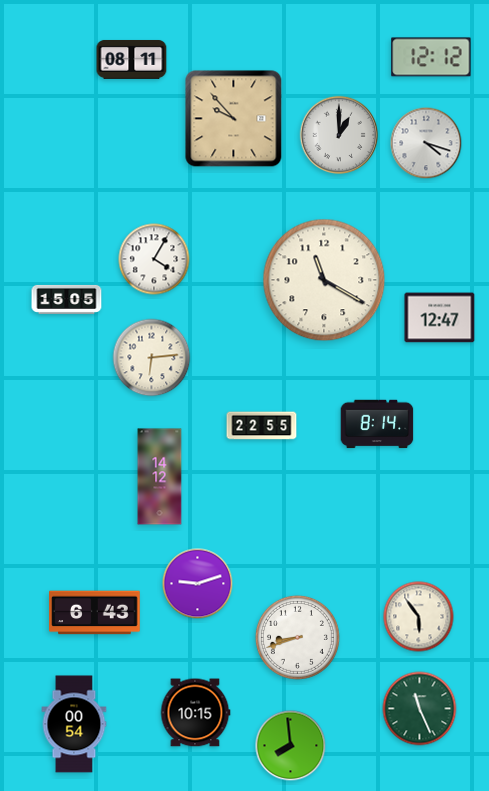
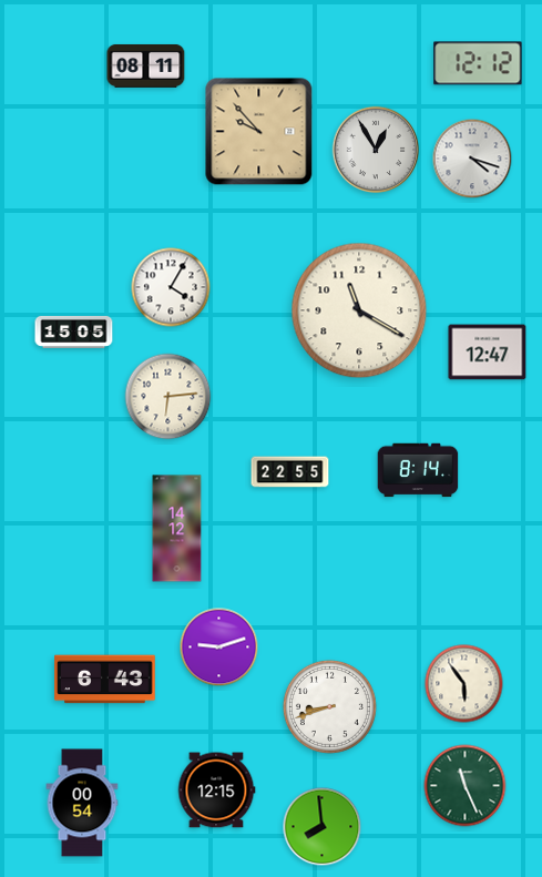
clock at (339, 135): 1:00 -> 12:55
clock at (195, 713): 10:15 -> 12:15
